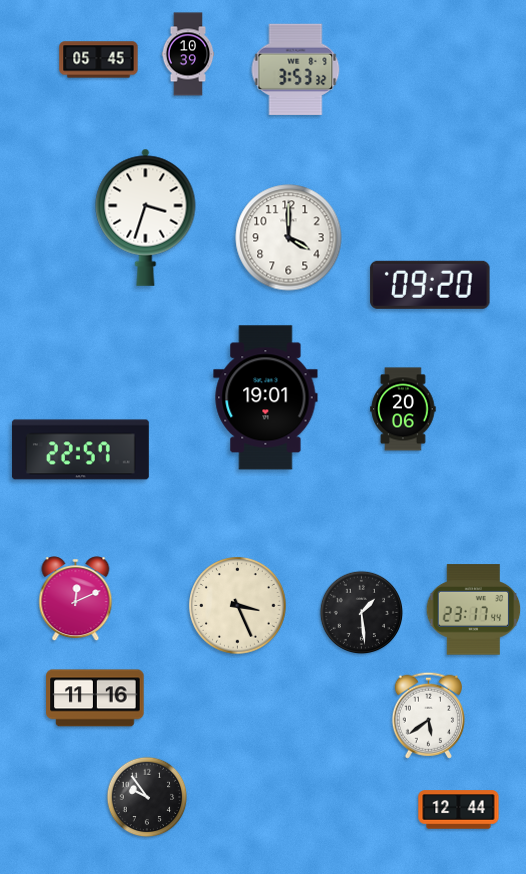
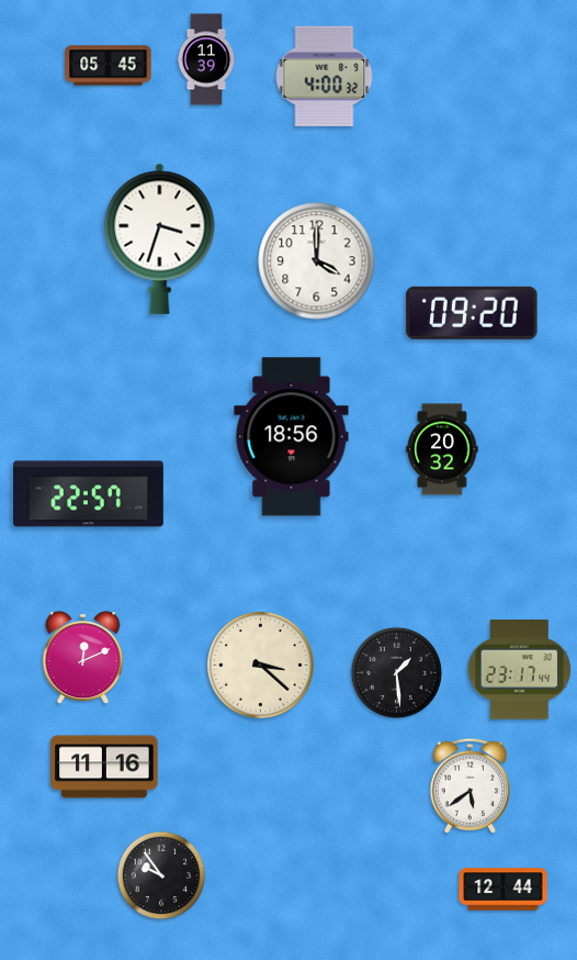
clock at (188, 54): 10:39 -> 11:39
clock at (296, 69): 3:53 -> 4:00
clock at (266, 398): 19:01 -> 18:56
clock at (403, 409): 20:06 -> 20:32
clock at (238, 606): 3:26 -> 3:22
